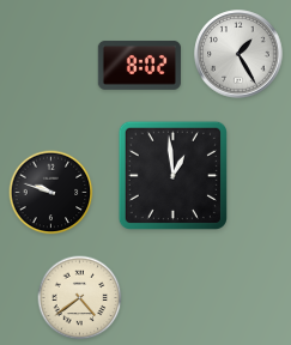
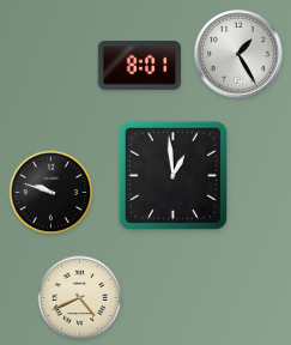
clock at (139, 65): 8:02 -> 8:01
clock at (80, 298): 4:39 -> 4:41
